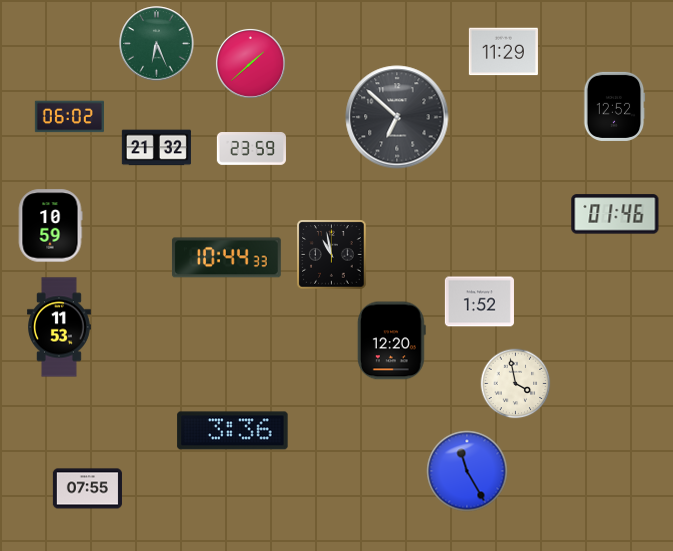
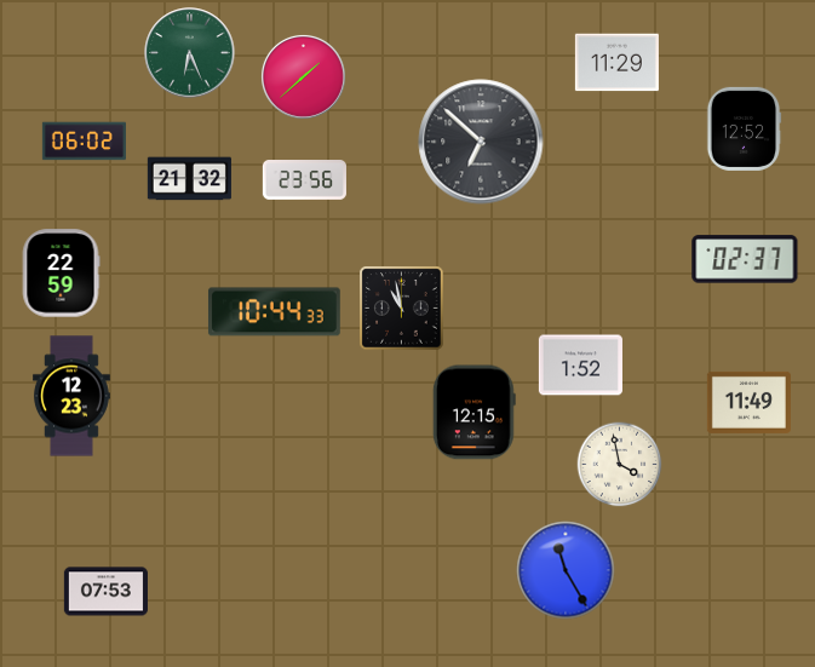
clock at (503, 52) position: (503, 52) -> (616, 63)
clock at (251, 149): 23:59 -> 23:56
clock at (615, 214): 01:46 -> 02:37
clock at (50, 226): 10:59 -> 22:59
clock at (60, 327): 11:53 -> 12:23
clock at (748, 402): none -> 11:49
clock at (391, 341): 12:20 -> 12:15
clock at (516, 384) position: (516, 384) -> (620, 465)
clock at (233, 431): 3:36 -> none
clock at (87, 489): 07:55 -> 07:53
